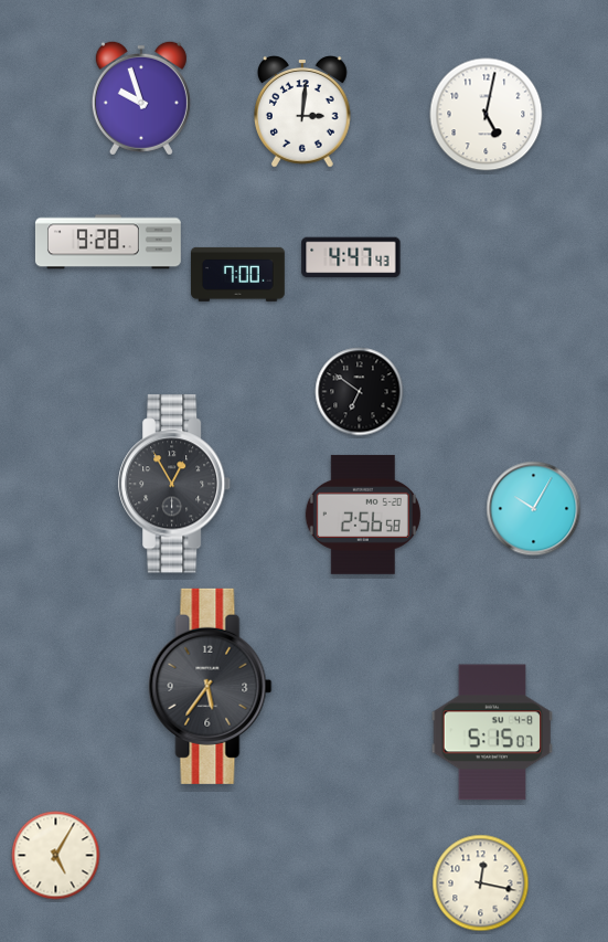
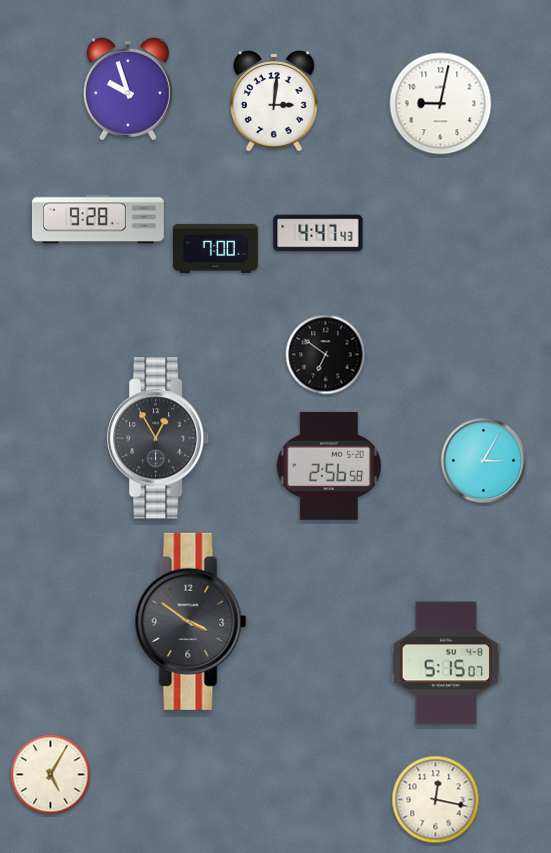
clock at (487, 115): 5:02 -> 9:02
clock at (534, 509): 10:05 -> 3:05
clock at (211, 686): 5:36 -> 3:51
